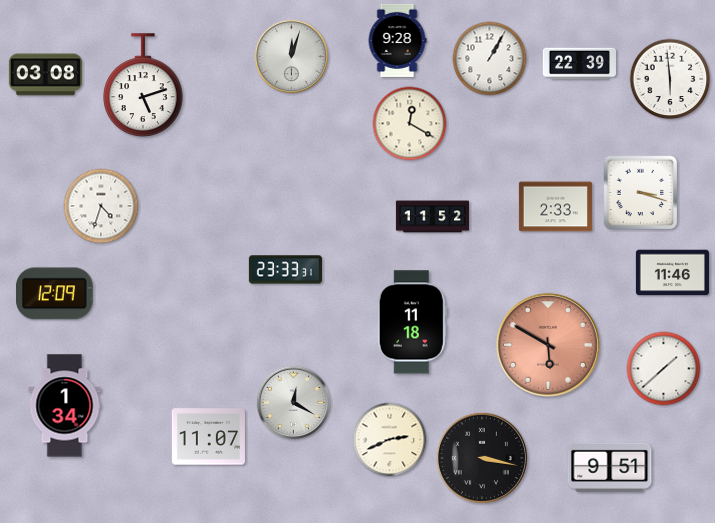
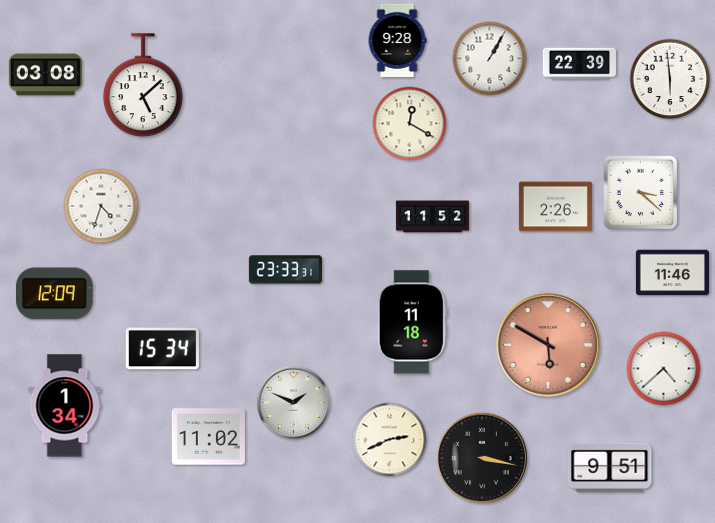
clock at (292, 57): 12:03 -> none
clock at (143, 85): 5:12 -> 5:08
clock at (641, 193): 3:18 -> 3:22
clock at (555, 207): 2:33 -> 2:26
clock at (162, 349): none -> 15:34
clock at (664, 369): 1:38 -> 4:38
clock at (294, 403): 12:20 -> 1:49
clock at (208, 437): 11:07 -> 11:02
